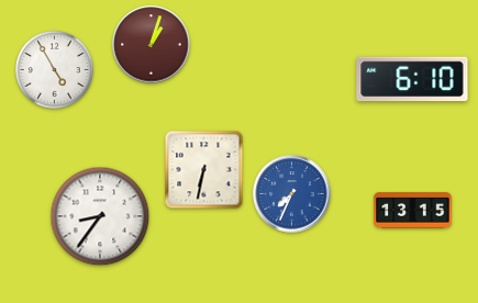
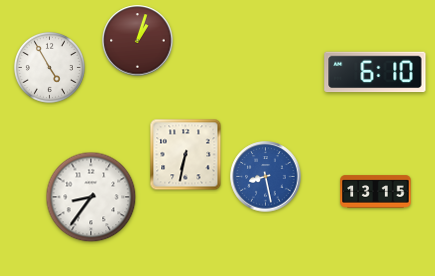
clock at (54, 69) position: (54, 69) -> (49, 67)
clock at (292, 194): 7:34 -> 8:28
